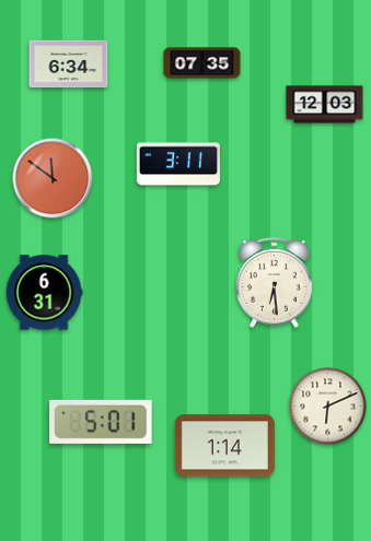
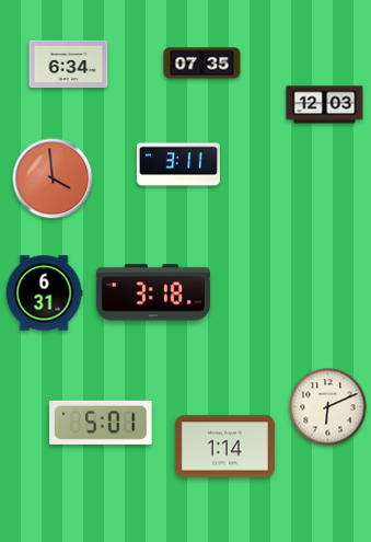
clock at (53, 178): 11:51 -> 3:59
clock at (275, 282): 6:29 -> none
clock at (153, 292): none -> 3:18
